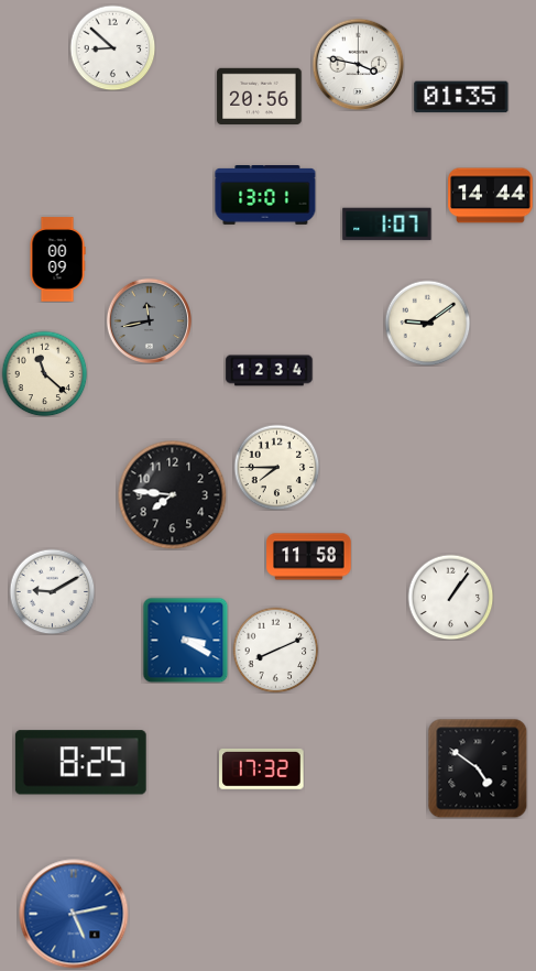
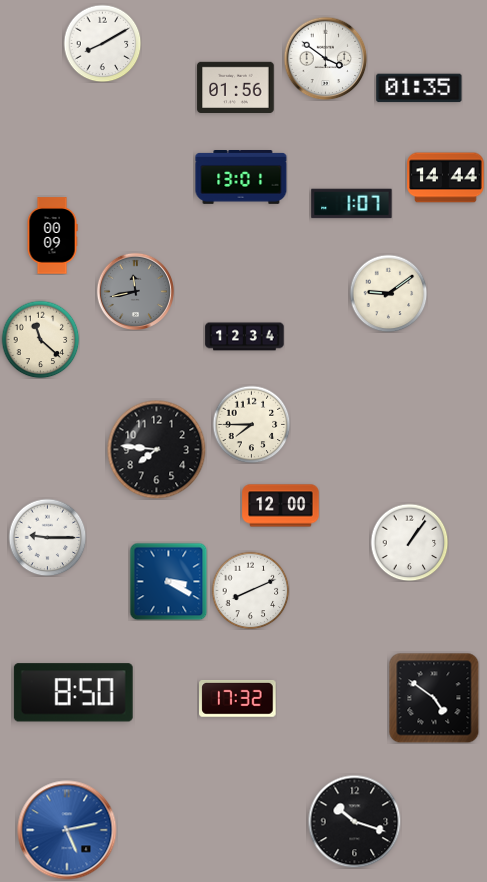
clock at (112, 47): 8:52 -> 8:10
clock at (358, 64): 3:47 -> 3:51
clock at (260, 96): 20:56 -> 01:56
clock at (309, 557): 11:58 -> 12:00
clock at (52, 591): 9:10 -> 9:15
clock at (80, 763): 8:25 -> 8:50
clock at (354, 821): none -> 10:18
